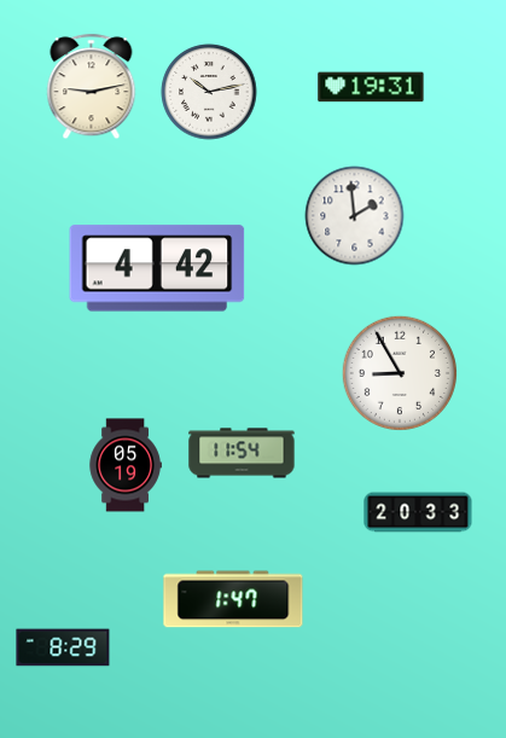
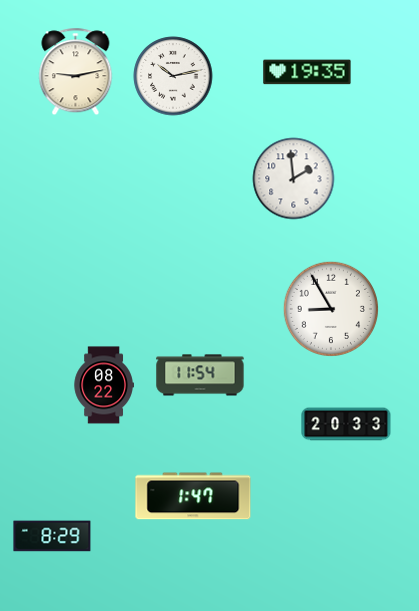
clock at (371, 87): 19:31 -> 19:35
clock at (157, 268): 4:42 -> none
clock at (126, 465): 05:19 -> 08:22
